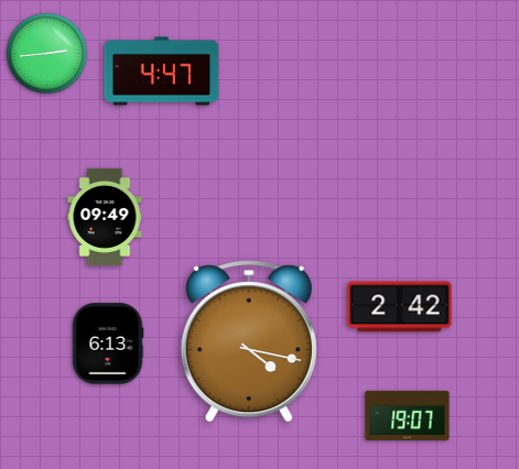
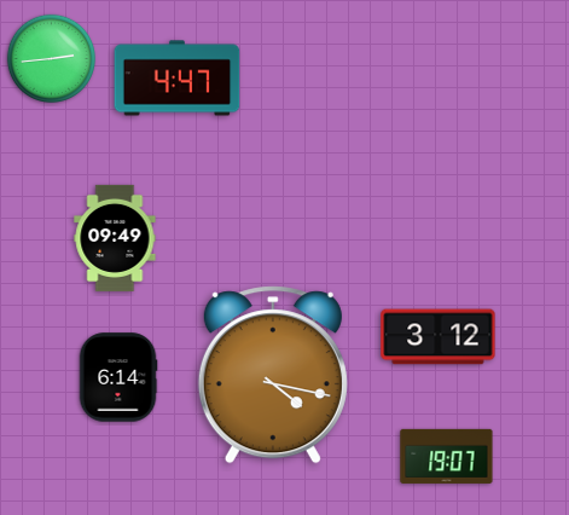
clock at (400, 307): 2:42 -> 3:12
clock at (108, 343): 6:13 -> 6:14
